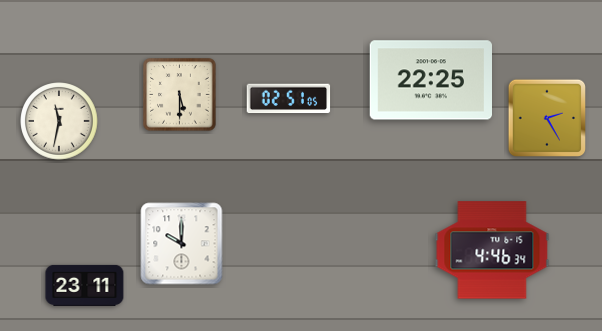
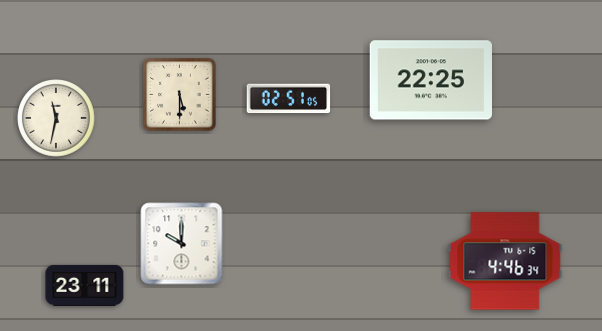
clock at (546, 117): 2:25 -> none
clock at (59, 121) position: (59, 121) -> (56, 118)
clock at (492, 250) position: (492, 250) -> (505, 261)
